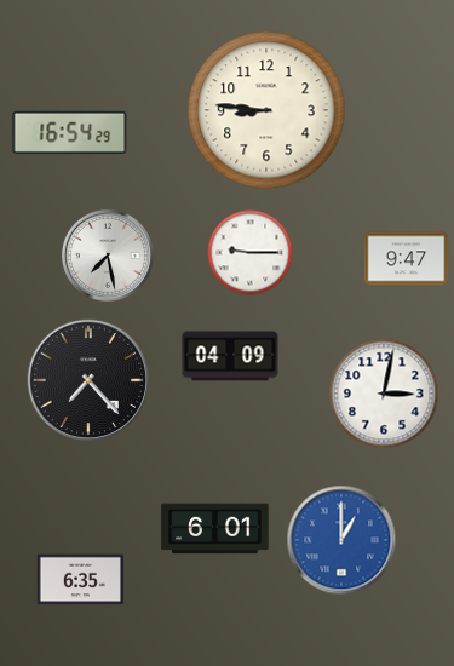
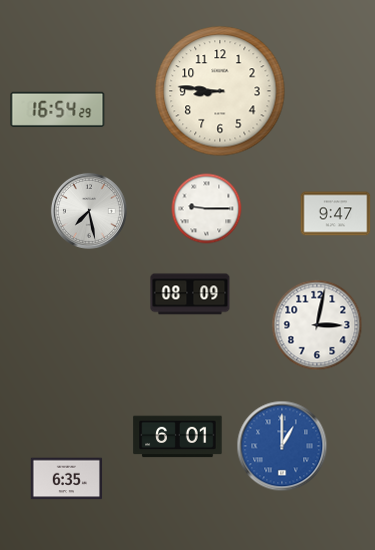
clock at (230, 356): 04:09 -> 08:09
clock at (88, 380): 7:23 -> none
